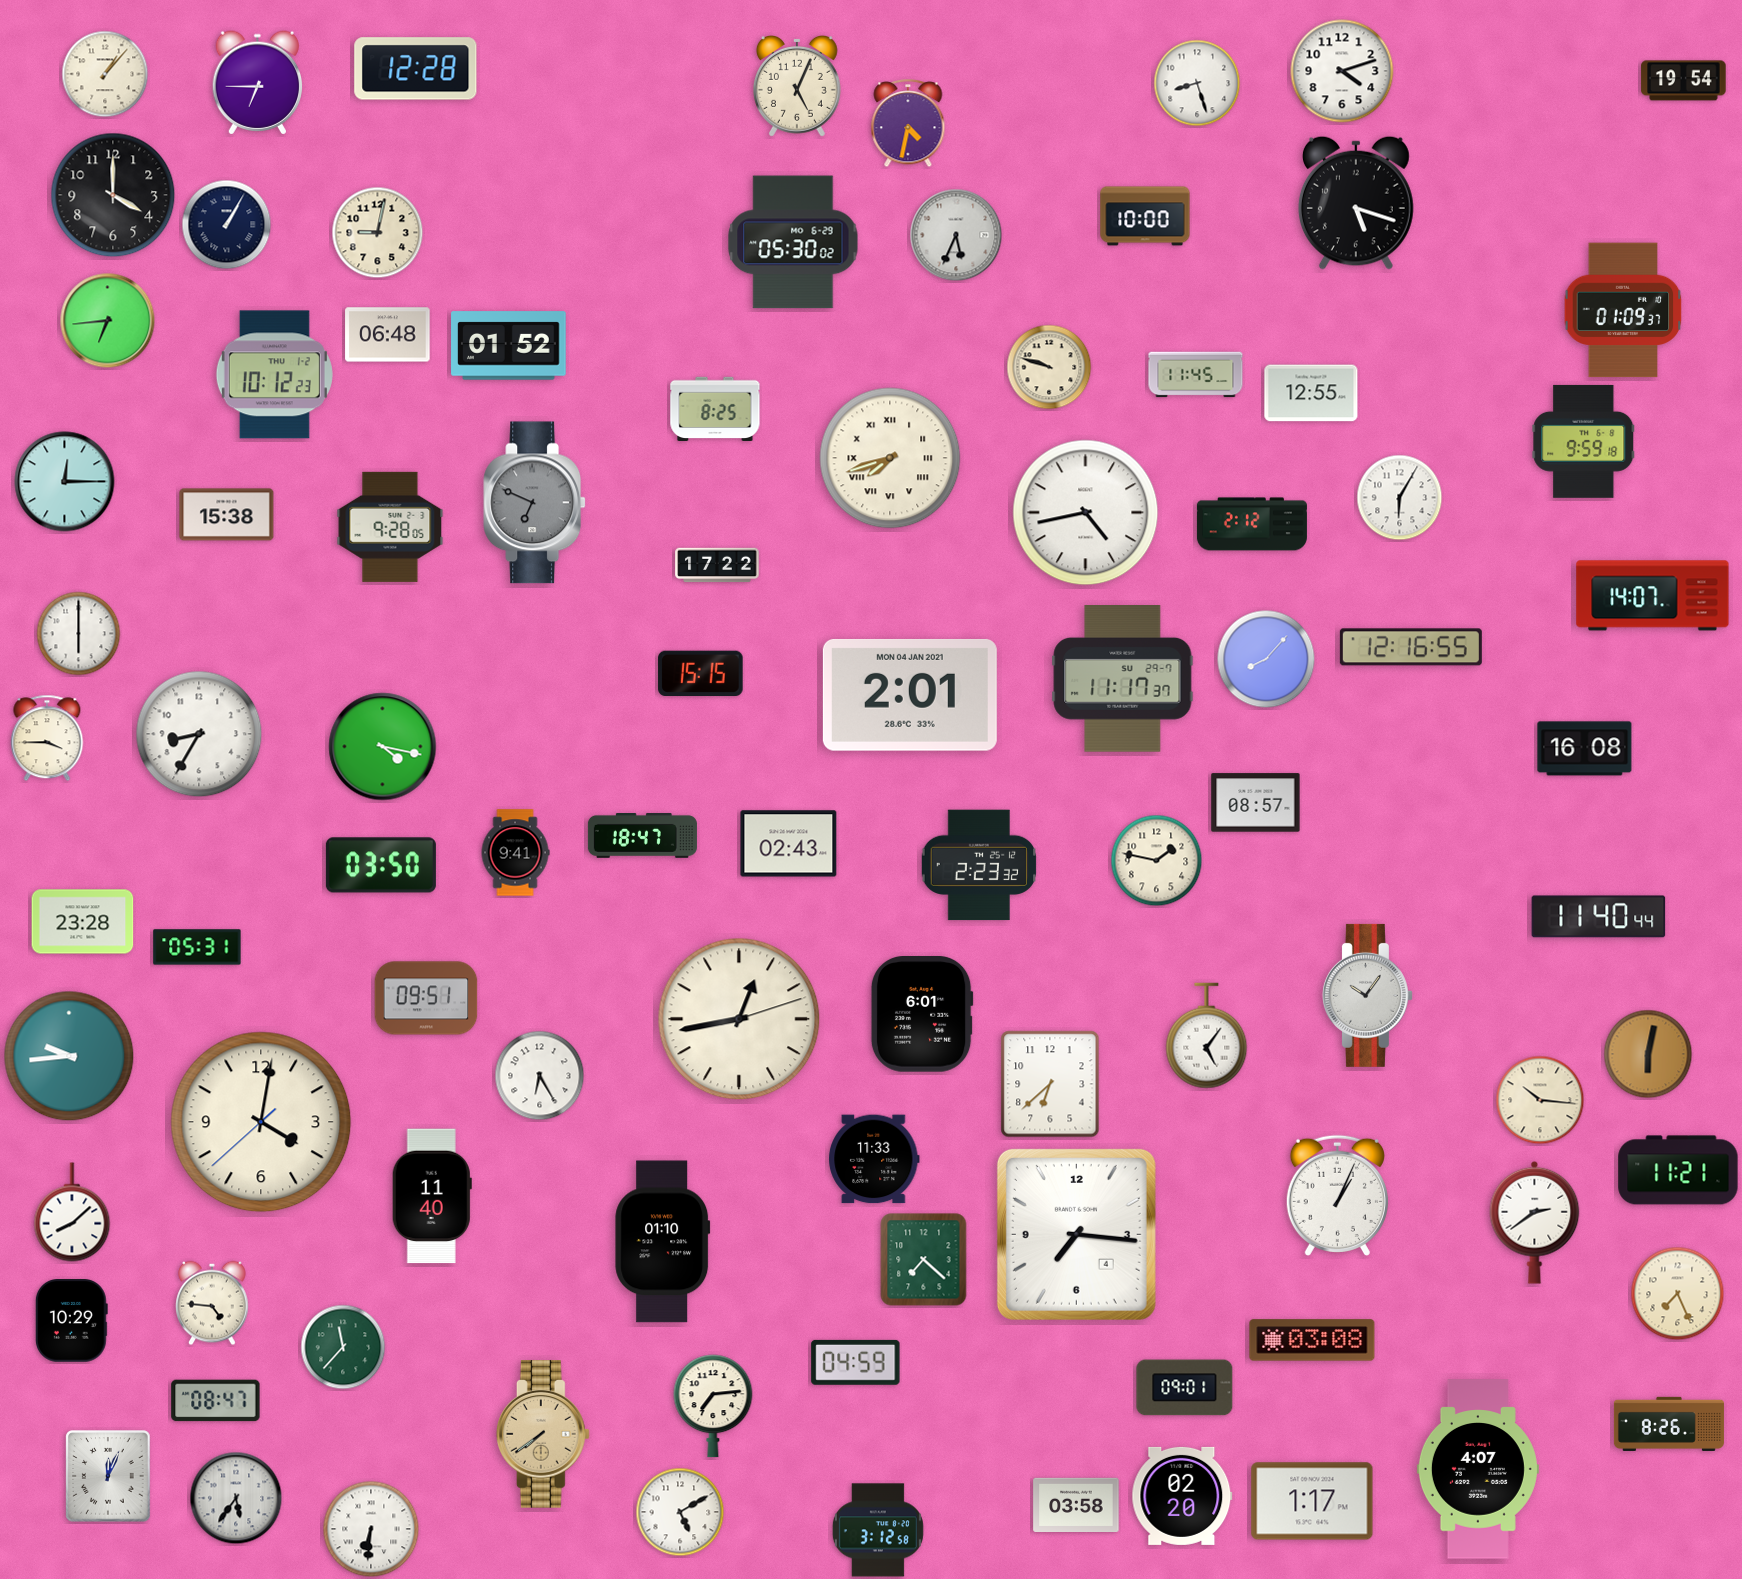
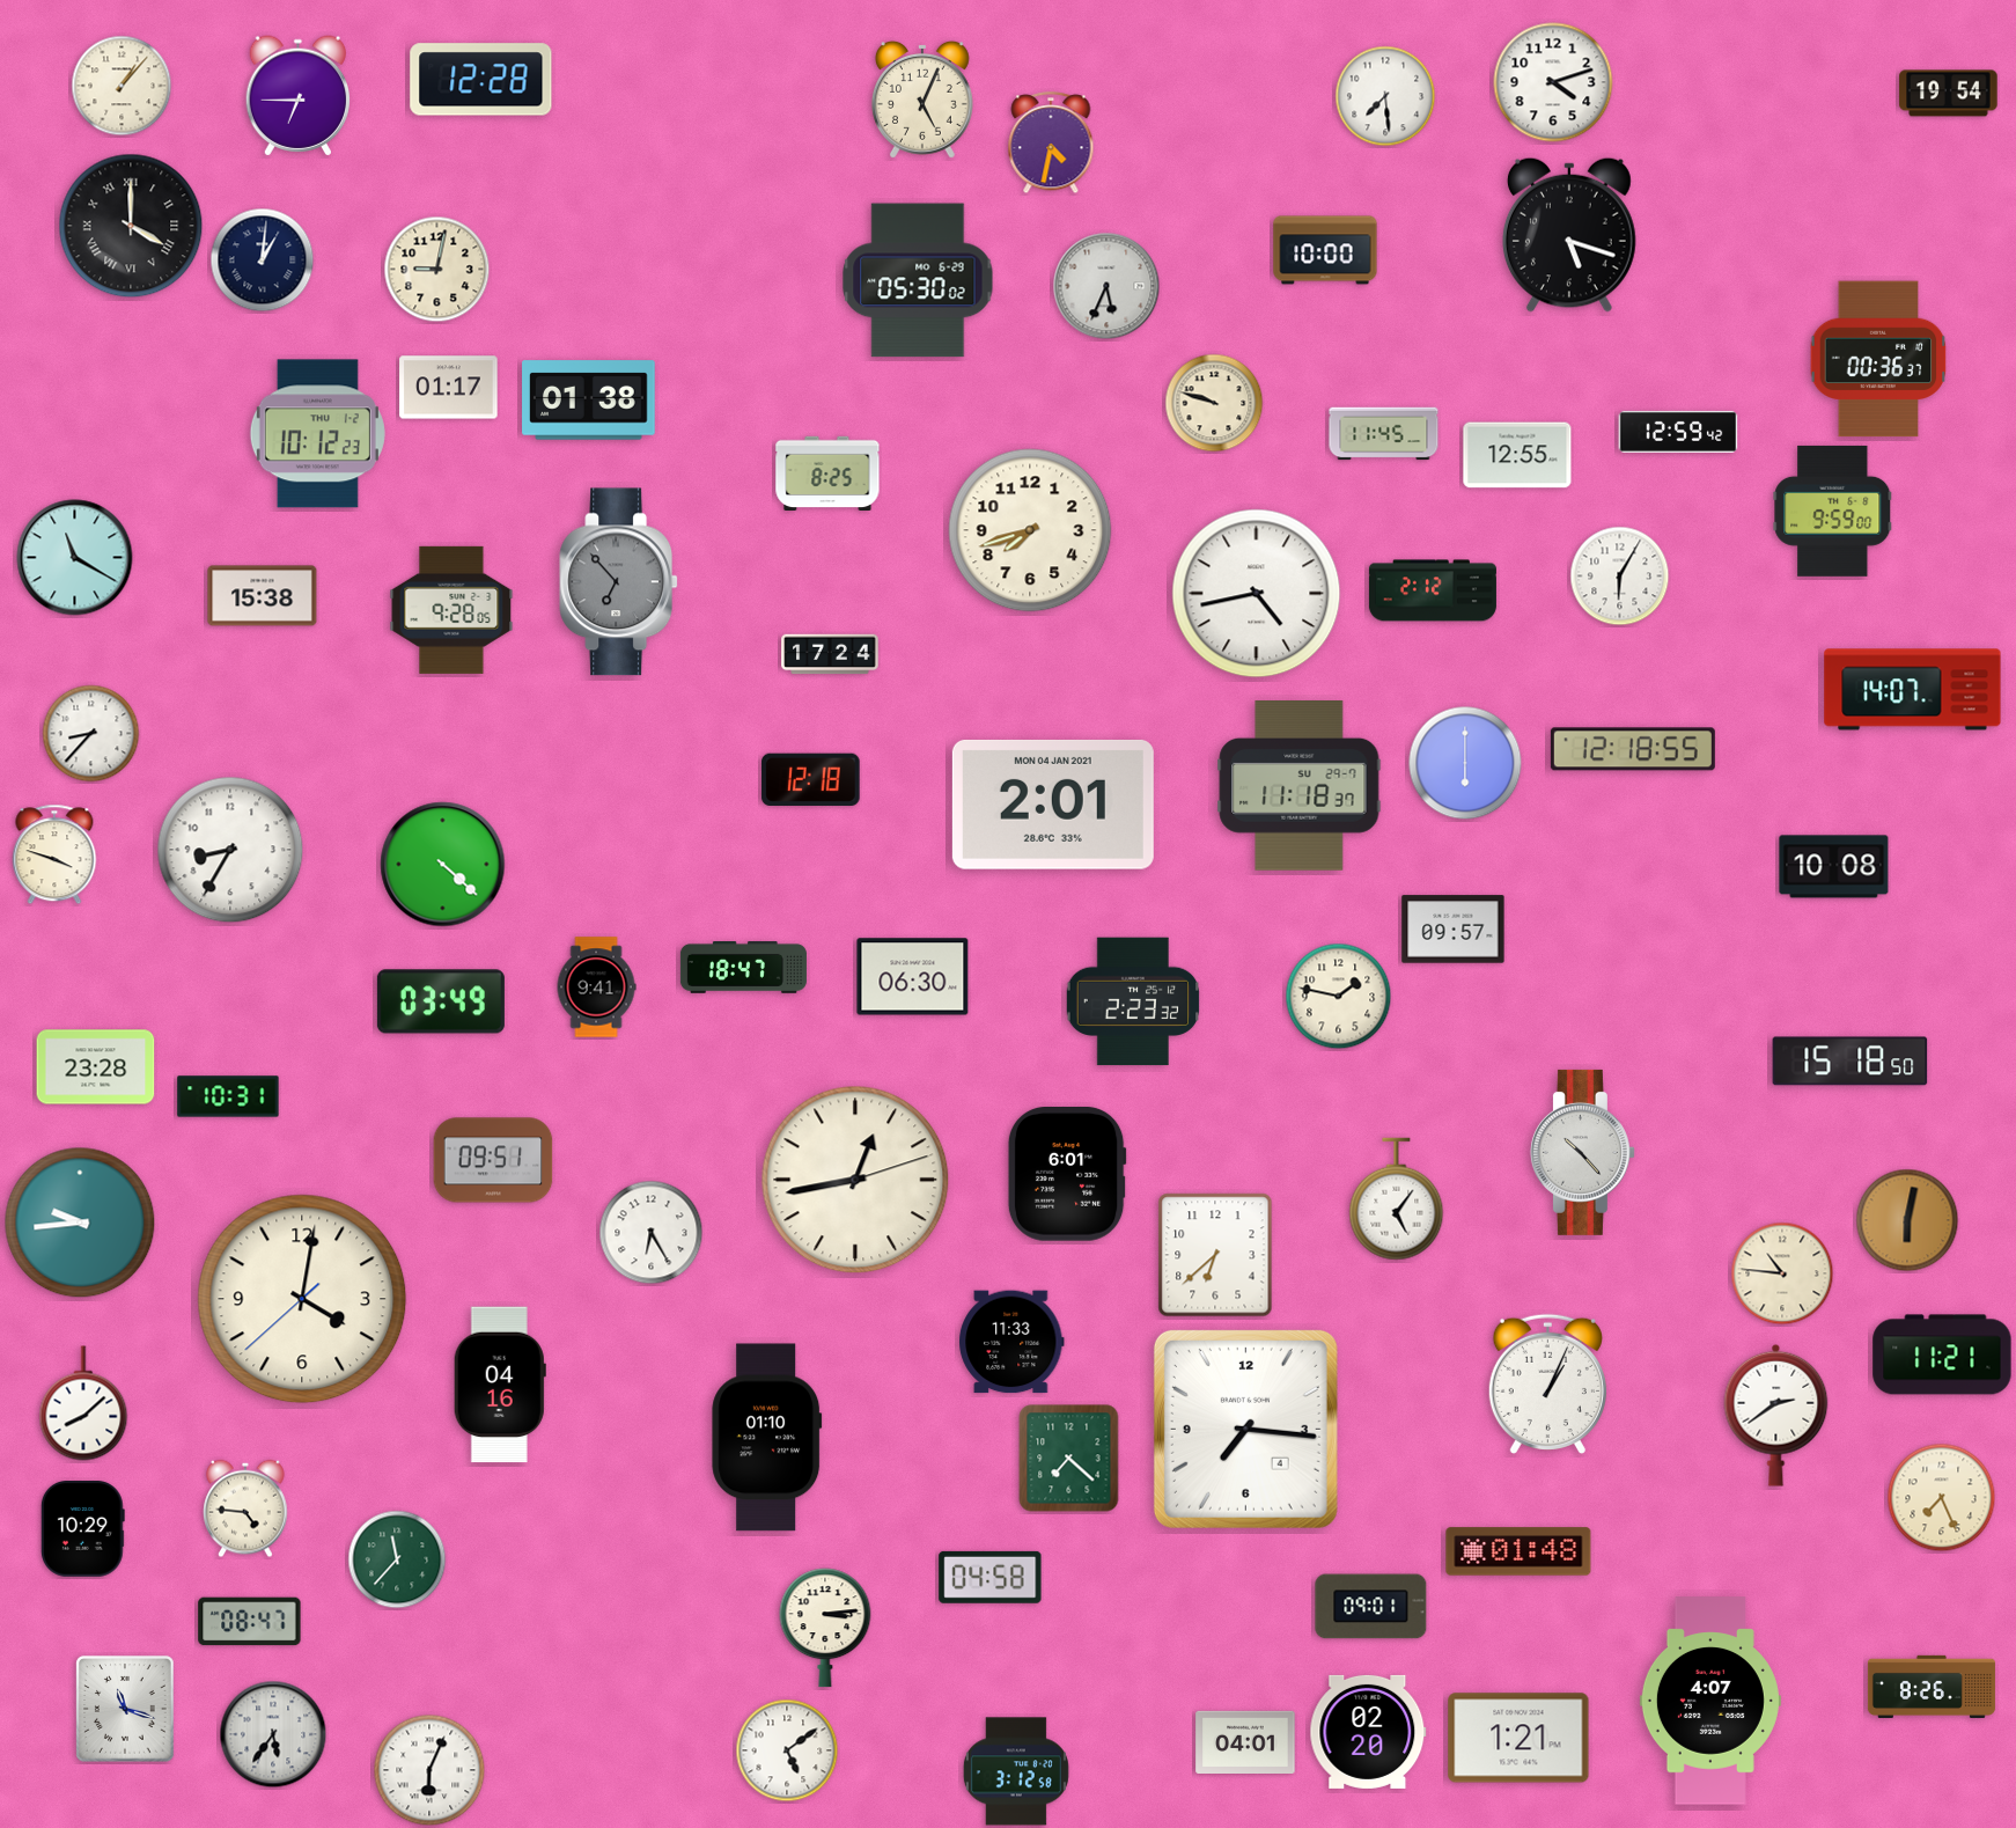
clock at (1197, 83): 8:27 -> 7:29
clock at (113, 195) numerals: Arabic -> Roman
clock at (227, 225): 1:05 -> 1:01
clock at (956, 235) position: (956, 235) -> (1106, 286)
clock at (1623, 310): 01:09 -> 00:36
clock at (108, 321): 6:44 -> none
clock at (388, 335): 06:48 -> 01:17
clock at (509, 346): 01:52 -> 01:38
clock at (1049, 367) position: (1049, 367) -> (1214, 403)
clock at (1678, 432): none -> 12:59
clock at (1584, 441): 9:59:18 -> 9:59:00
clock at (890, 458) numerals: Roman -> Arabic
clock at (65, 482): 12:15 -> 11:20
clock at (535, 503): 6:49 -> 6:53
clock at (1252, 524) position: (1252, 524) -> (1433, 590)
clock at (717, 565): 17:22 -> 17:24
clock at (79, 634): 6:00 -> 8:37
clock at (1411, 647): 12:16 -> 12:18
clock at (1266, 659): 8:07 -> 6:00
clock at (701, 673): 15:15 -> 12:18
clock at (1123, 679): 11:17 -> 11:18
clock at (47, 738): 3:45 -> 3:48
clock at (383, 747): 4:17 -> 4:22
clock at (1585, 749): 16:08 -> 10:08
clock at (1256, 803): 08:57 -> 09:57
clock at (789, 844): 02:43 -> 06:30
clock at (381, 865): 03:50 -> 03:49
clock at (1599, 917): 11:40 -> 15:18
clock at (197, 947): 05:31 -> 10:31
clock at (1367, 995): 10:06 -> 10:23
clock at (426, 998) position: (426, 998) -> (493, 1160)
clock at (540, 1076) position: (540, 1076) -> (652, 1233)
clock at (1540, 1100): 10:16 -> 10:46
clock at (432, 1196): 11:40 -> 04:16
clock at (1312, 1340): 03:08 -> 01:48
clock at (856, 1362): 04:59 -> 04:58
clock at (713, 1406): 7:14 -> 3:14
clock at (1669, 1424) position: (1669, 1424) -> (1932, 1687)
clock at (543, 1434): 7:39 -> none
clock at (108, 1476): 12:04 -> 11:18
clock at (1312, 1501): 1:17 -> 1:21
clock at (1076, 1504): 03:58 -> 04:01
clock at (680, 1512): 5:10 -> 5:09
clock at (371, 1529): 6:31 -> 6:04
